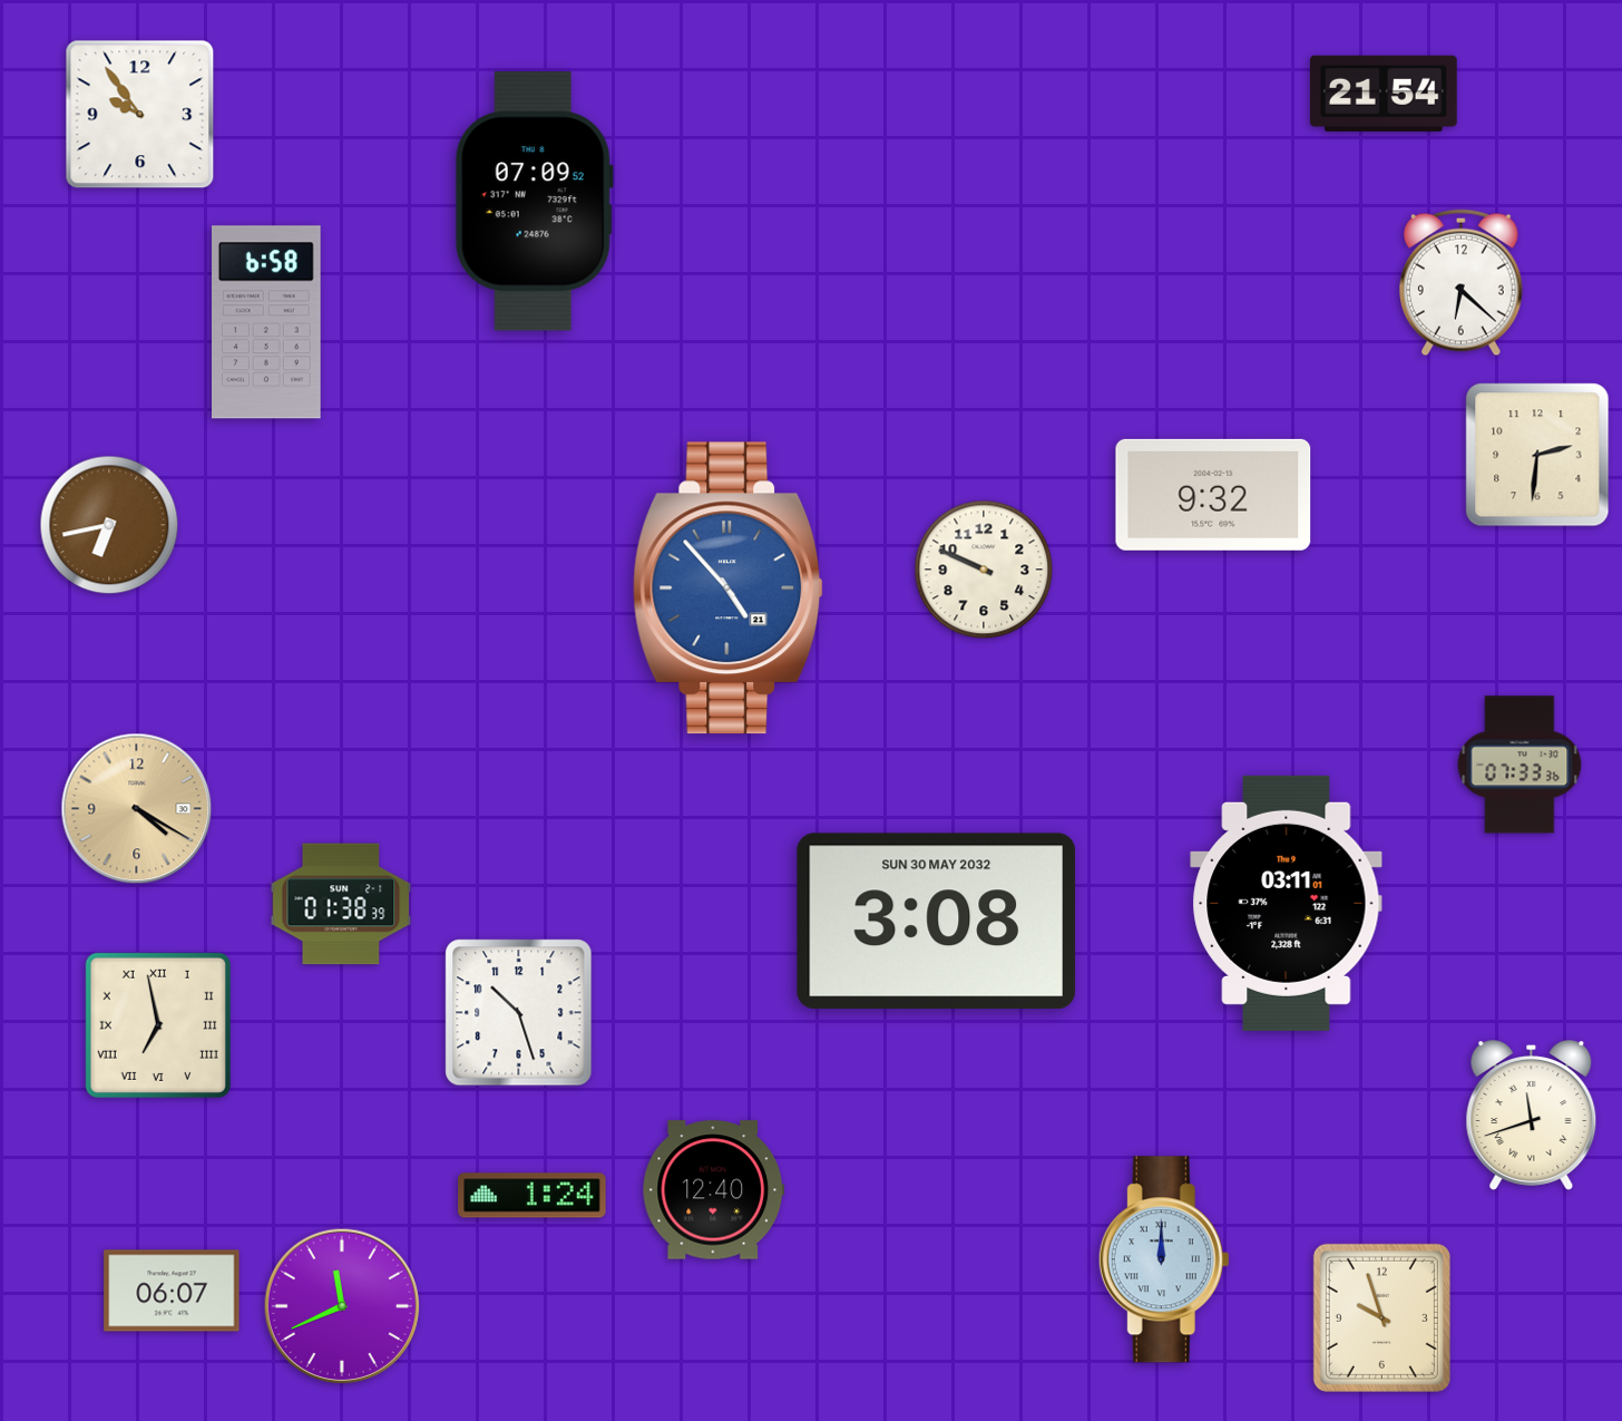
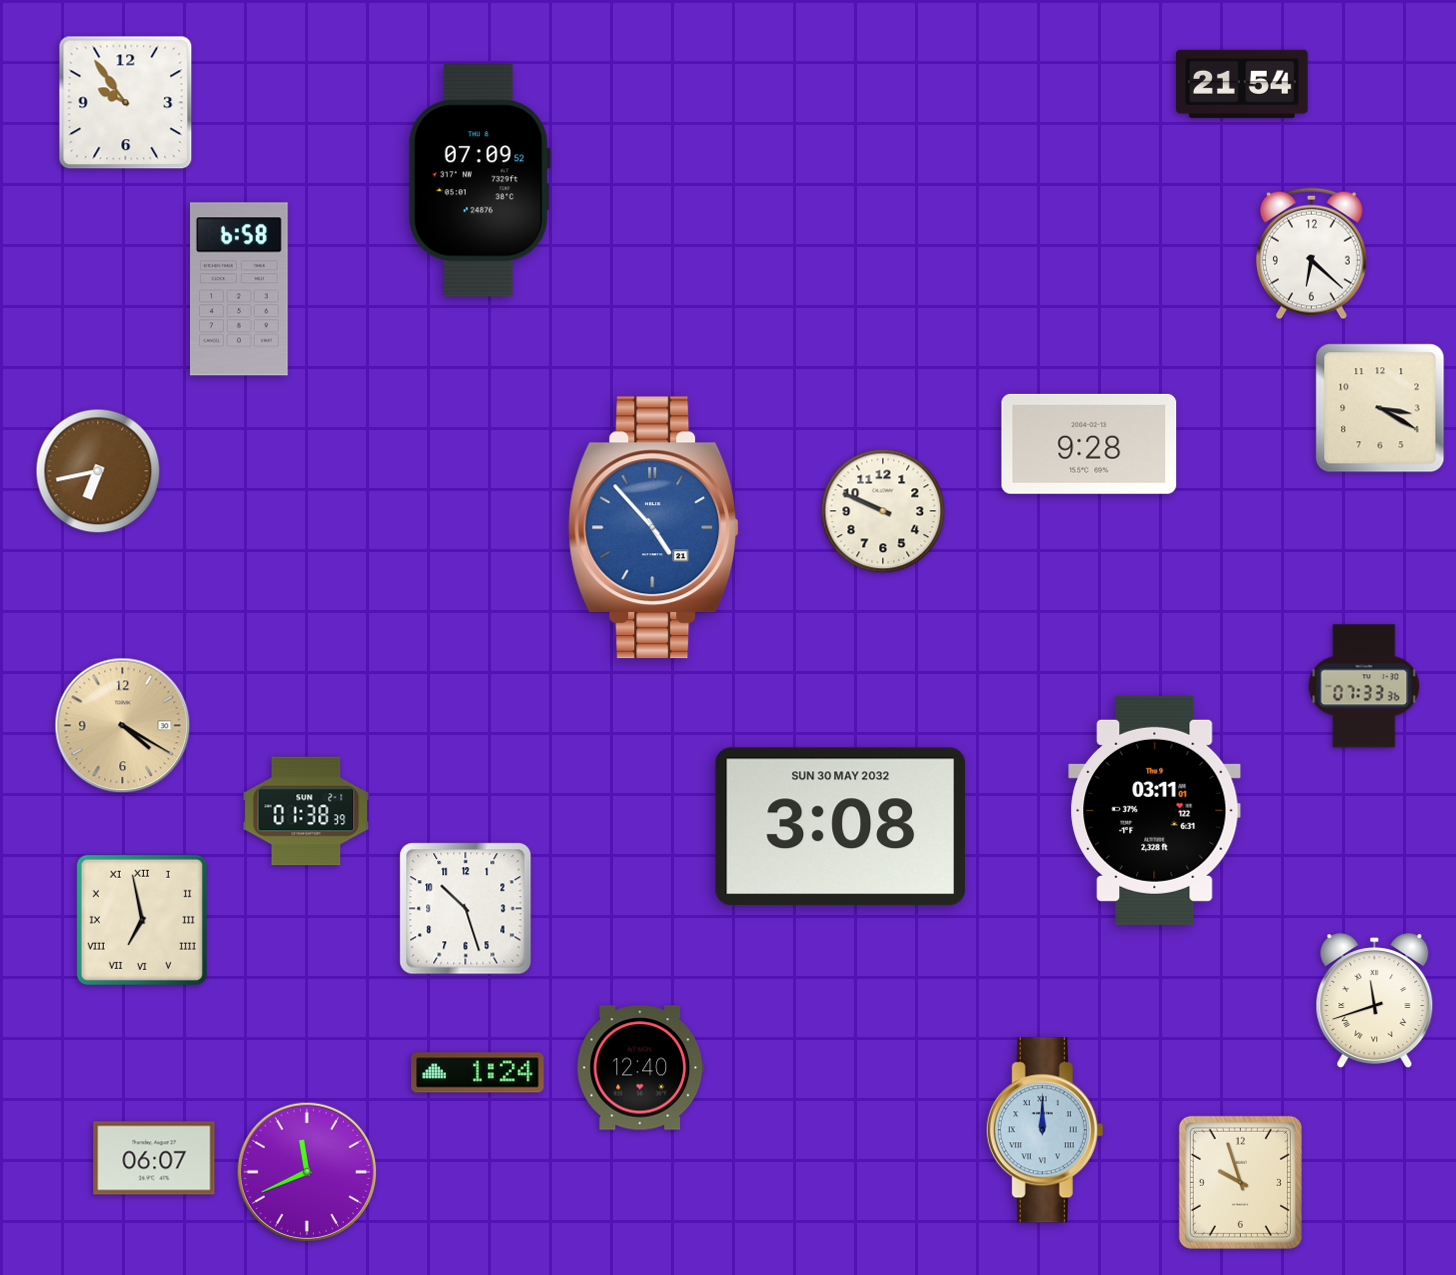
clock at (1537, 455): 2:31 -> 3:20
clock at (1213, 495): 9:32 -> 9:28
